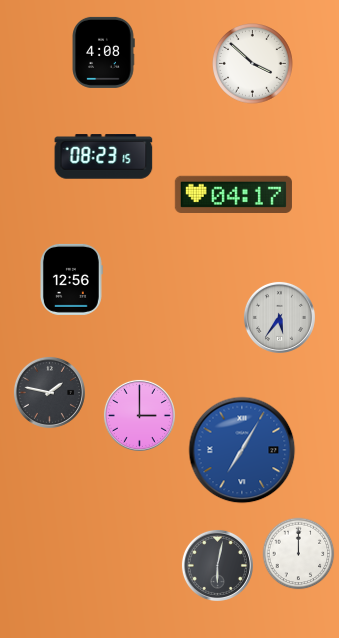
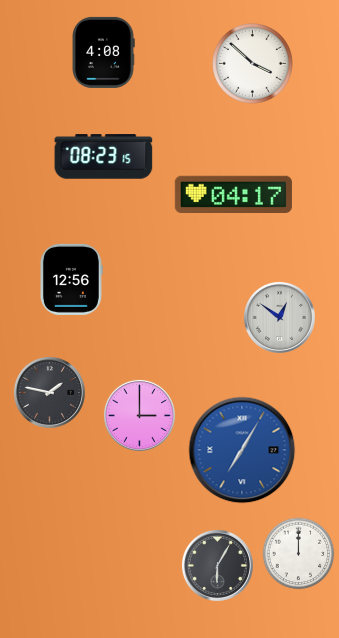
clock at (279, 317): 5:36 -> 12:51
clock at (217, 565): 6:02 -> 6:05
